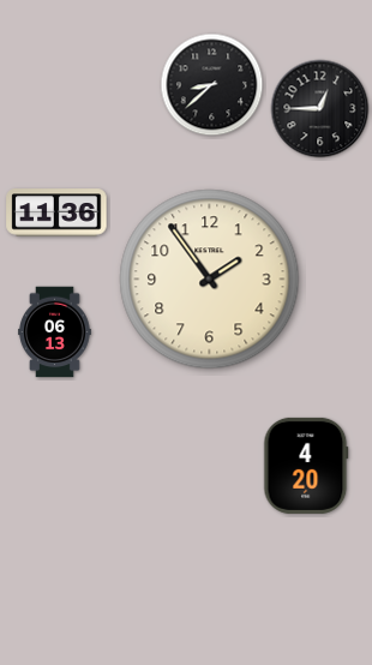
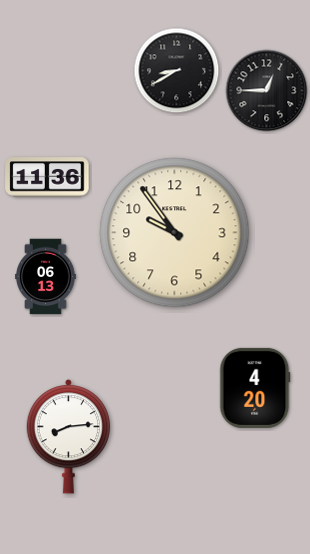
clock at (212, 85): 8:38 -> 8:40
clock at (210, 280): 1:54 -> 9:54
clock at (68, 437): none -> 8:14
